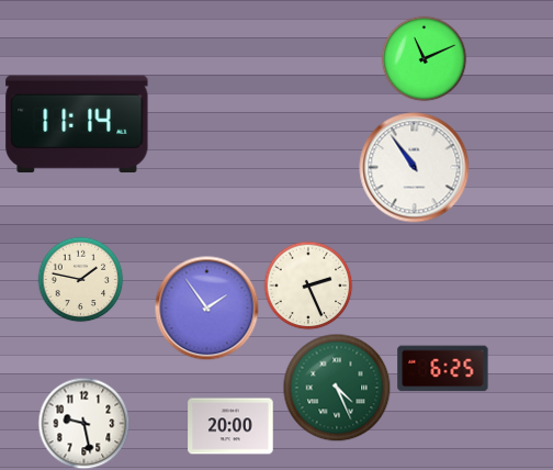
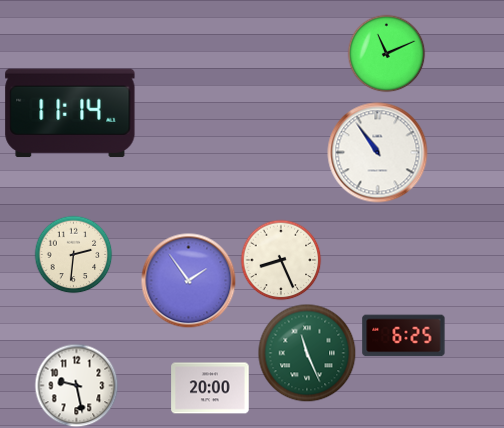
clock at (80, 279): 1:47 -> 2:31
clock at (308, 286): 2:26 -> 8:26
clock at (337, 388): 4:26 -> 11:26
